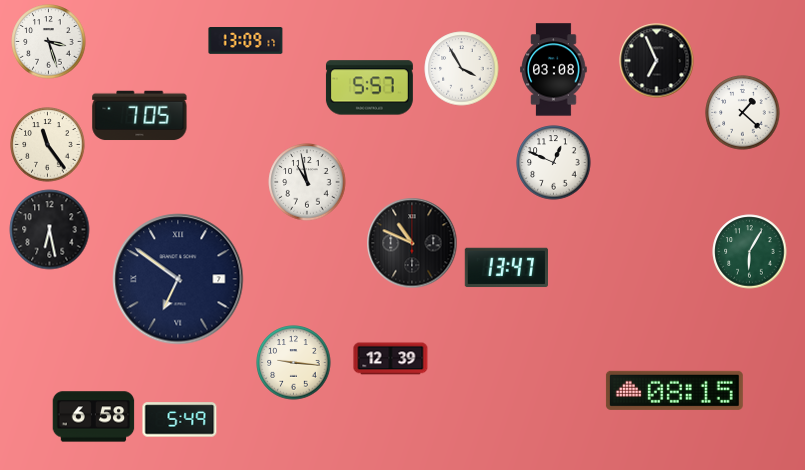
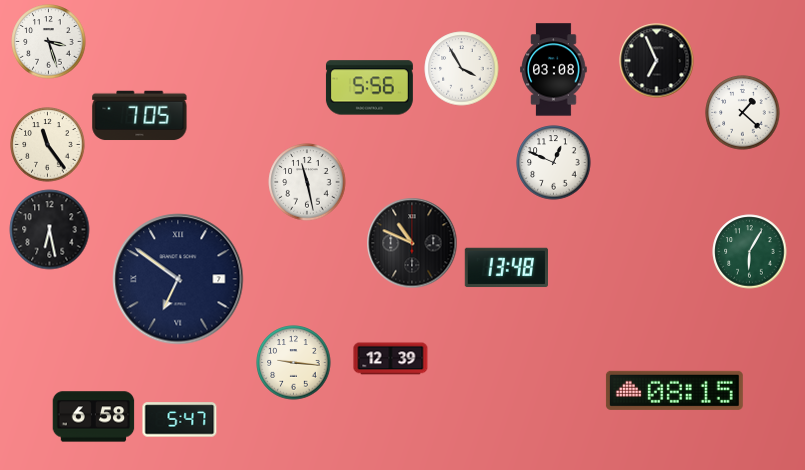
clock at (246, 41): 13:09 -> none
clock at (369, 88): 5:57 -> 5:56
clock at (307, 182): 10:58 -> 11:28
clock at (506, 268): 13:47 -> 13:48
clock at (180, 420): 5:49 -> 5:47
